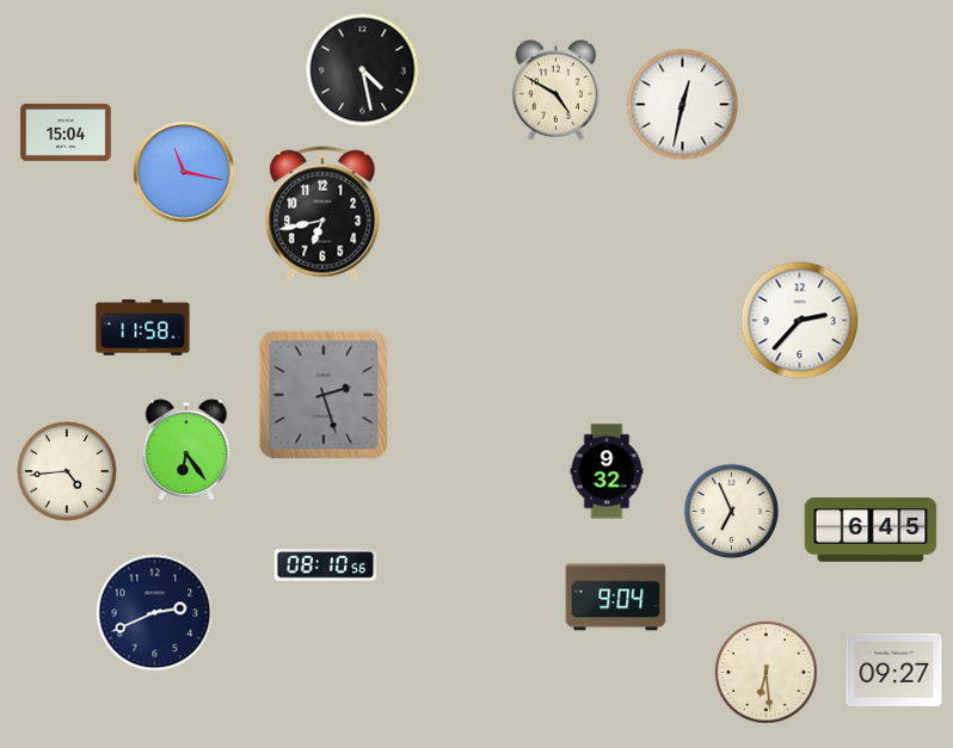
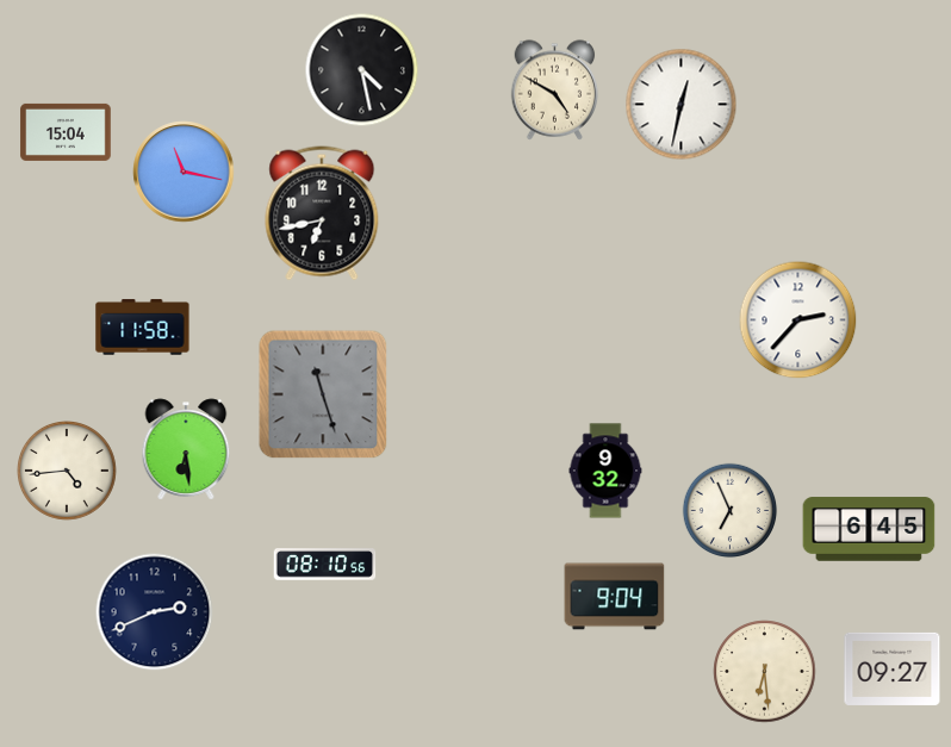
clock at (324, 395): 2:27 -> 11:27
clock at (186, 450): 6:24 -> 6:29
